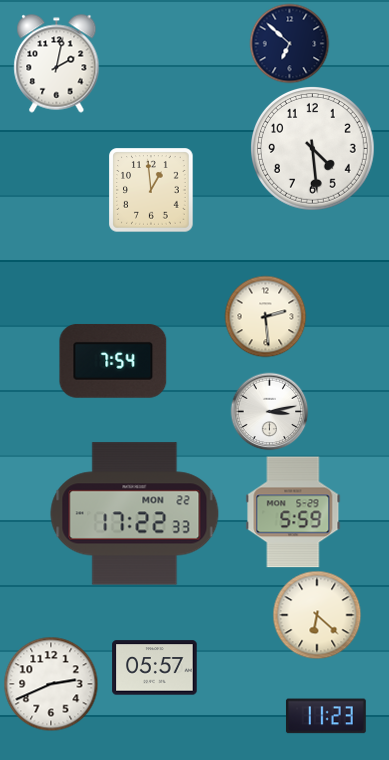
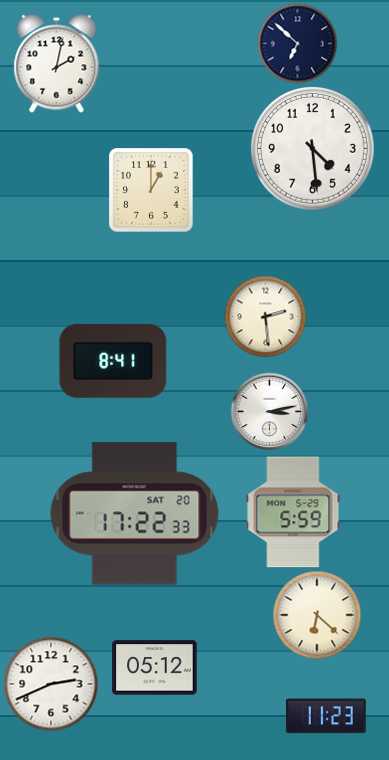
clock at (289, 43) position: (289, 43) -> (297, 43)
clock at (151, 190): 12:59 -> 1:00
clock at (113, 361): 7:54 -> 8:41
clock at (135, 514) date: MON 22 -> SAT 20
clock at (155, 668): 05:57 -> 05:12
